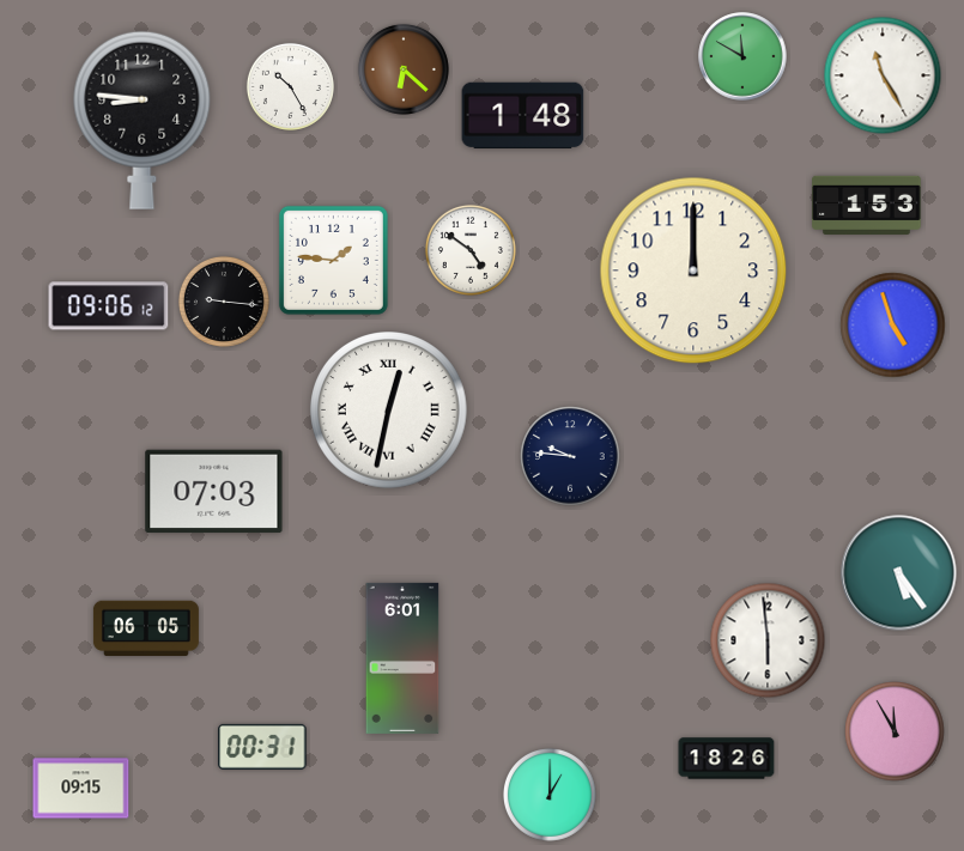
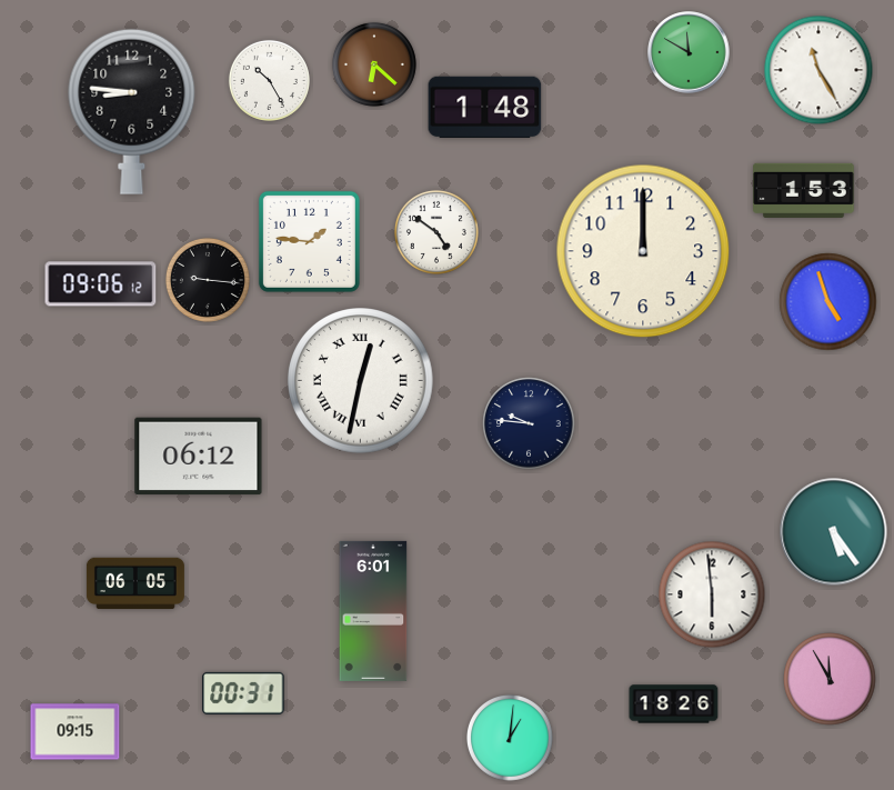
clock at (214, 492): 07:03 -> 06:12
clock at (550, 795): 1:00 -> 1:01
